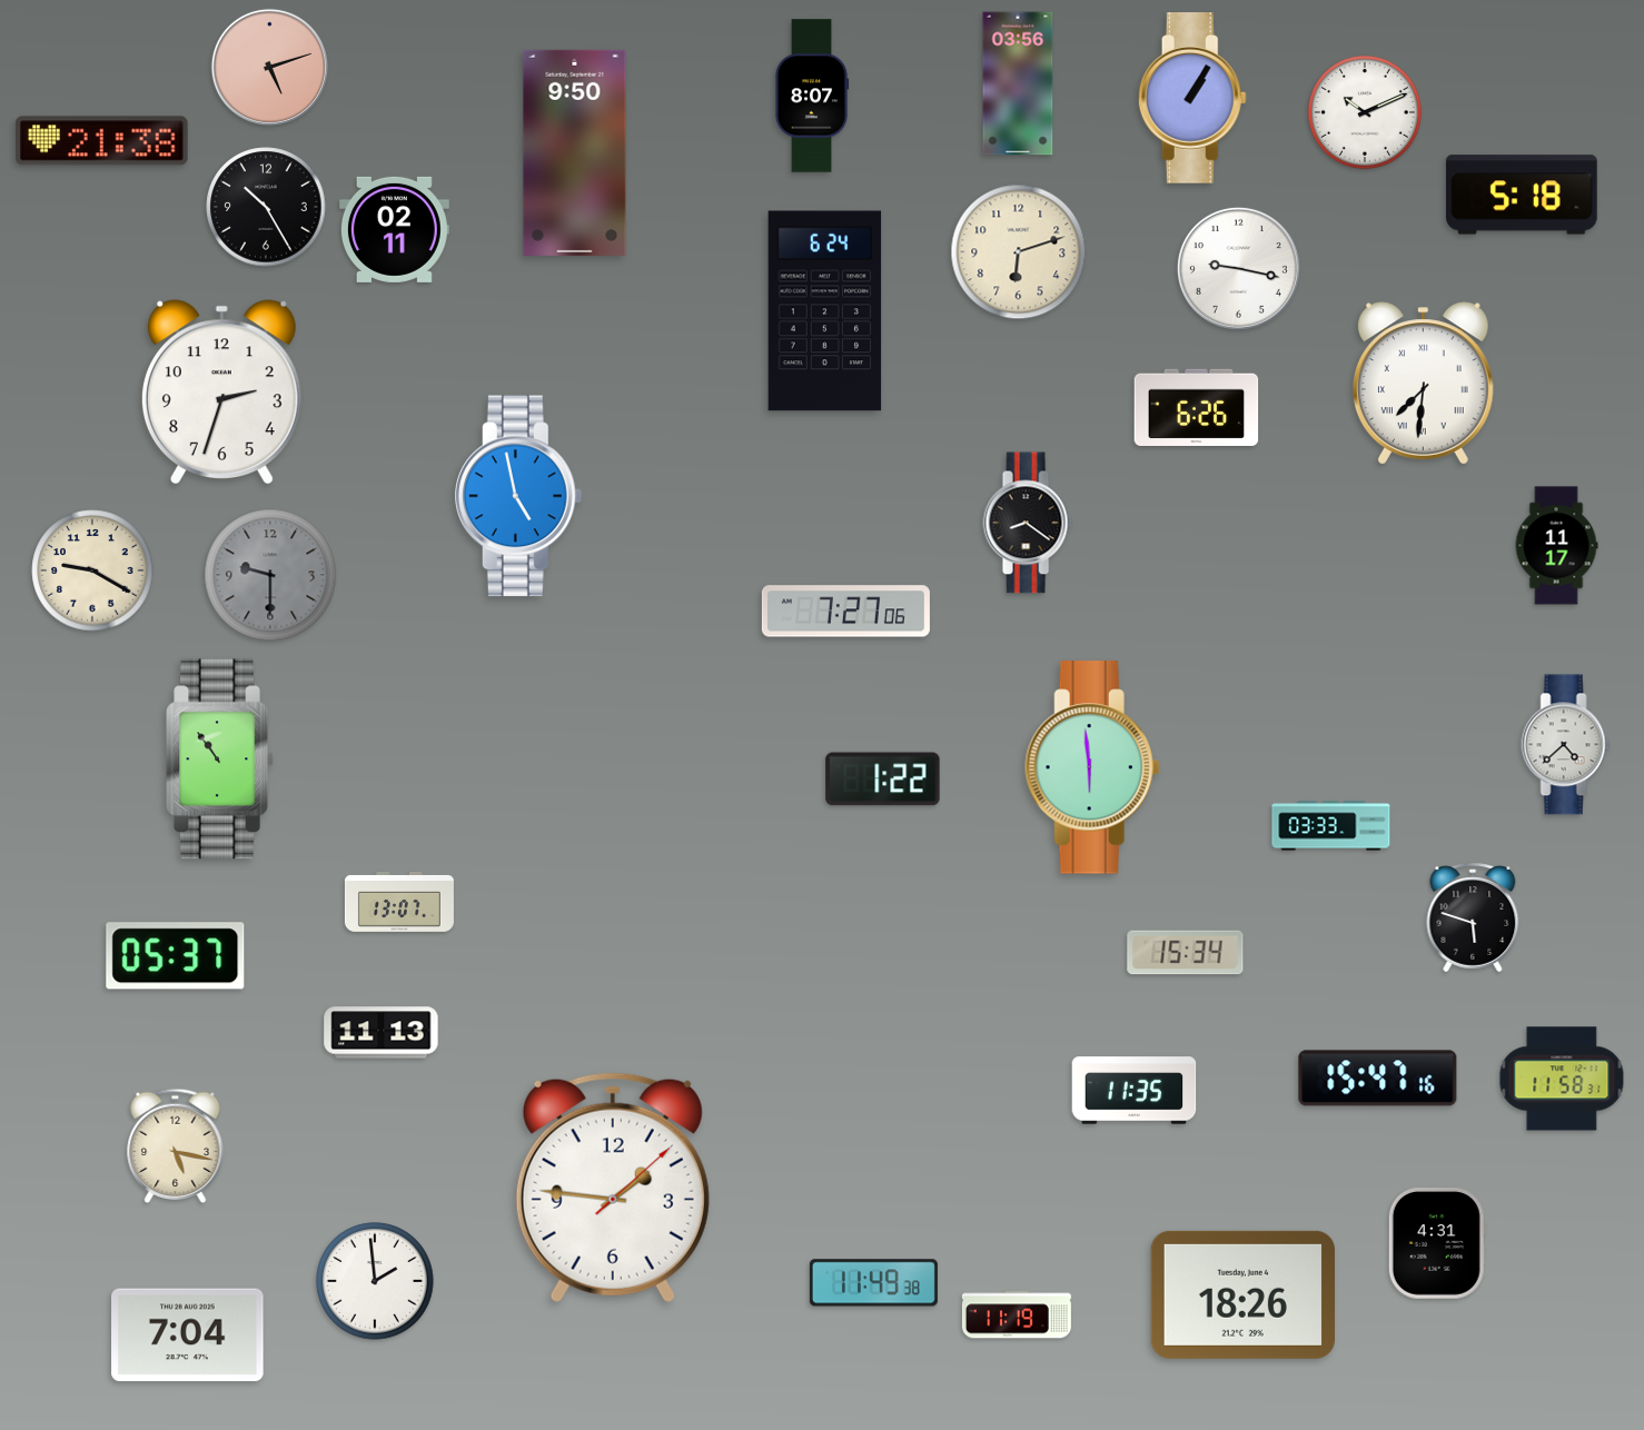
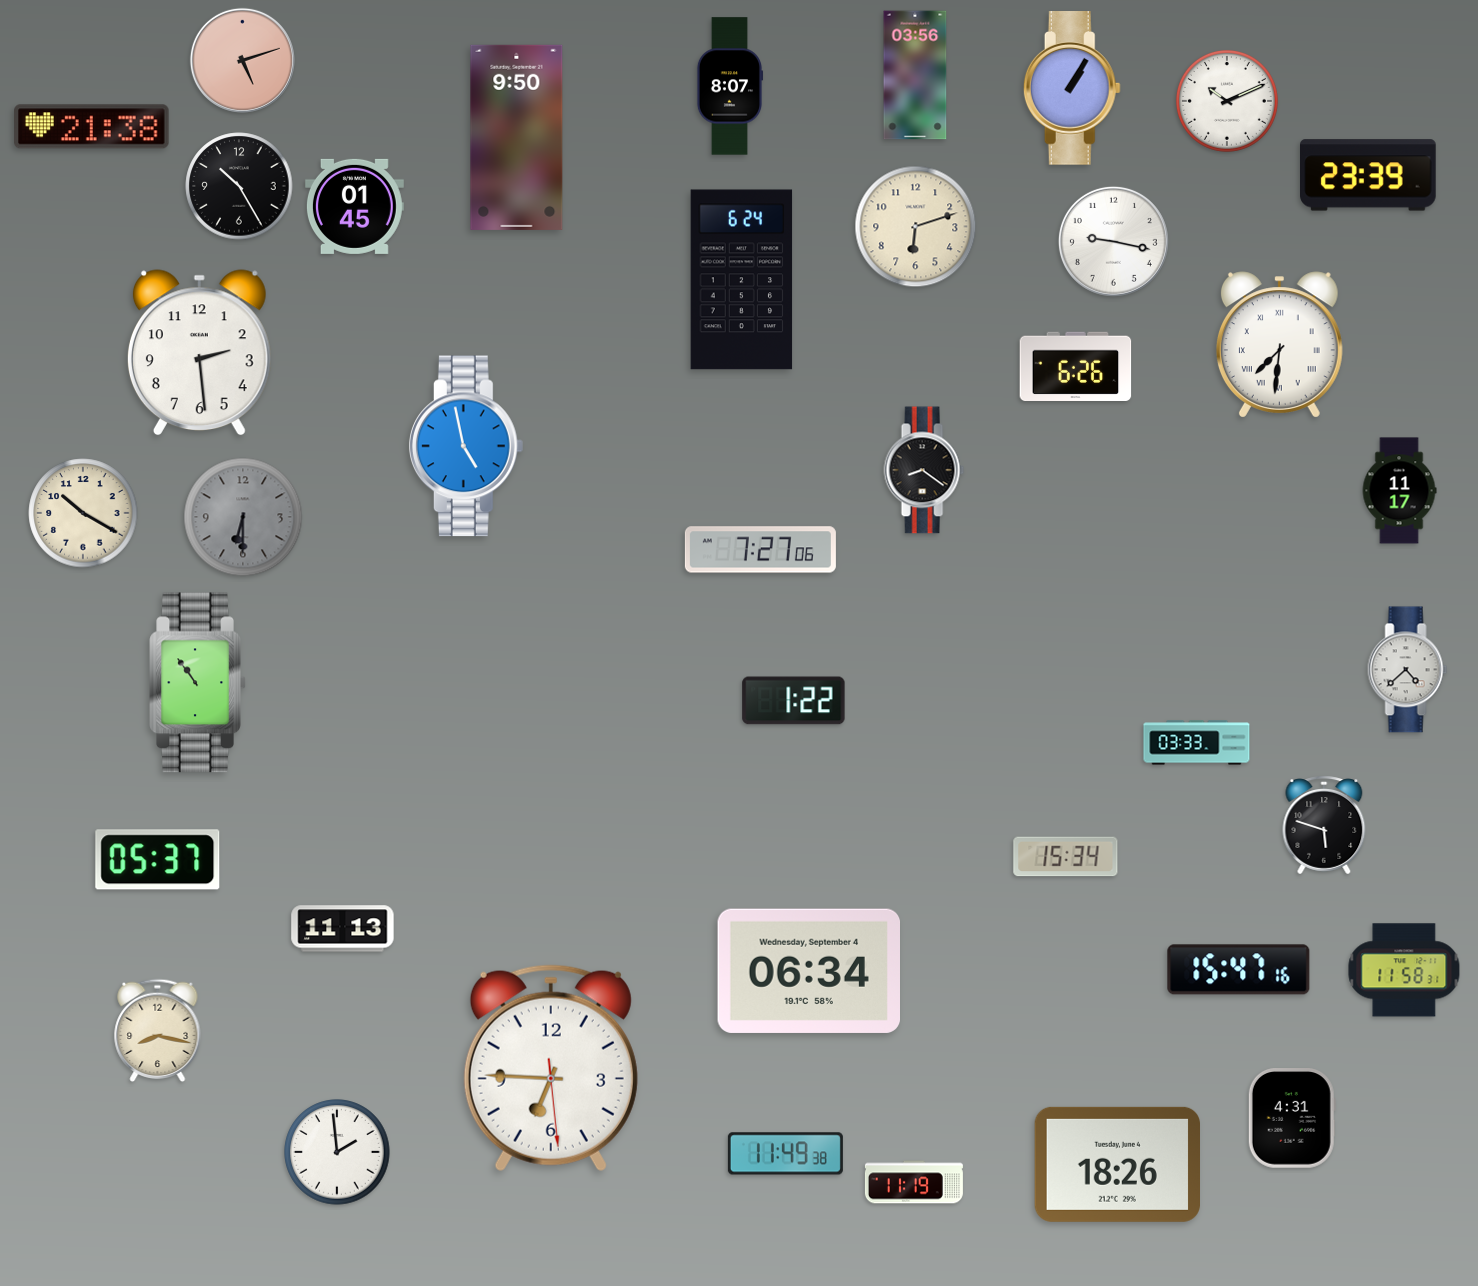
clock at (1523, 195): 5:18 -> 23:39
clock at (394, 229): 02:11 -> 01:45
clock at (221, 393): 2:33 -> 2:29
clock at (92, 570): 9:20 -> 10:20
clock at (270, 575): 9:30 -> 6:30
clock at (1092, 767): 5:59 -> none
clock at (399, 903): 13:07 -> none
clock at (808, 971): none -> 06:34
clock at (1135, 1091): 11:35 -> none
clock at (176, 1146): 5:17 -> 8:17
clock at (613, 1188): 1:46 -> 6:45
clock at (188, 1335): 7:04 -> none
